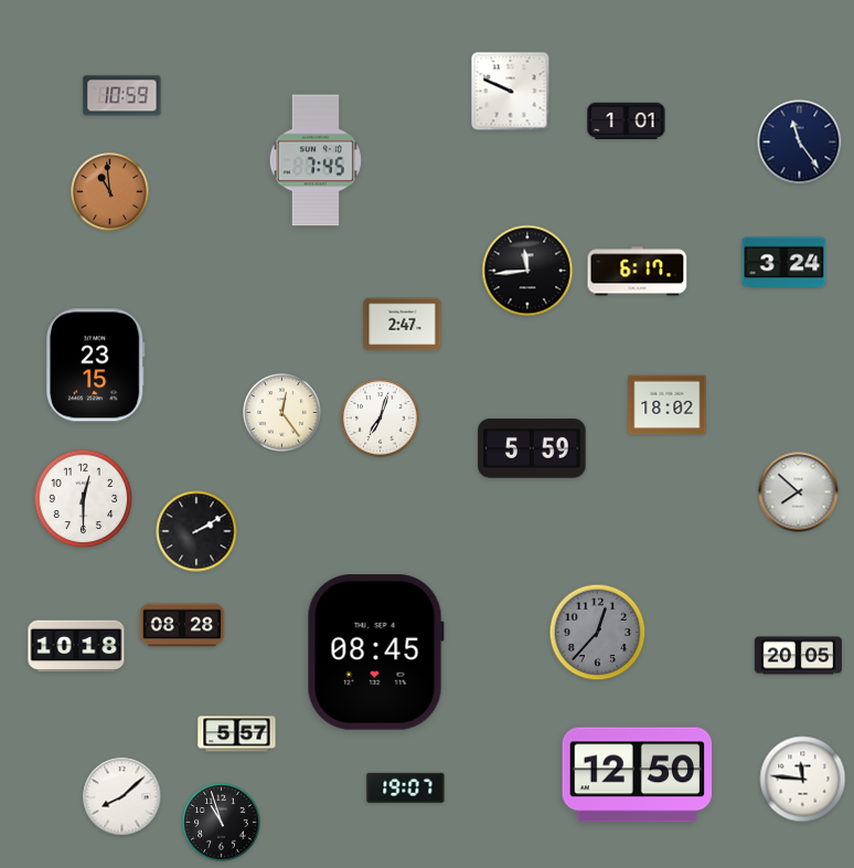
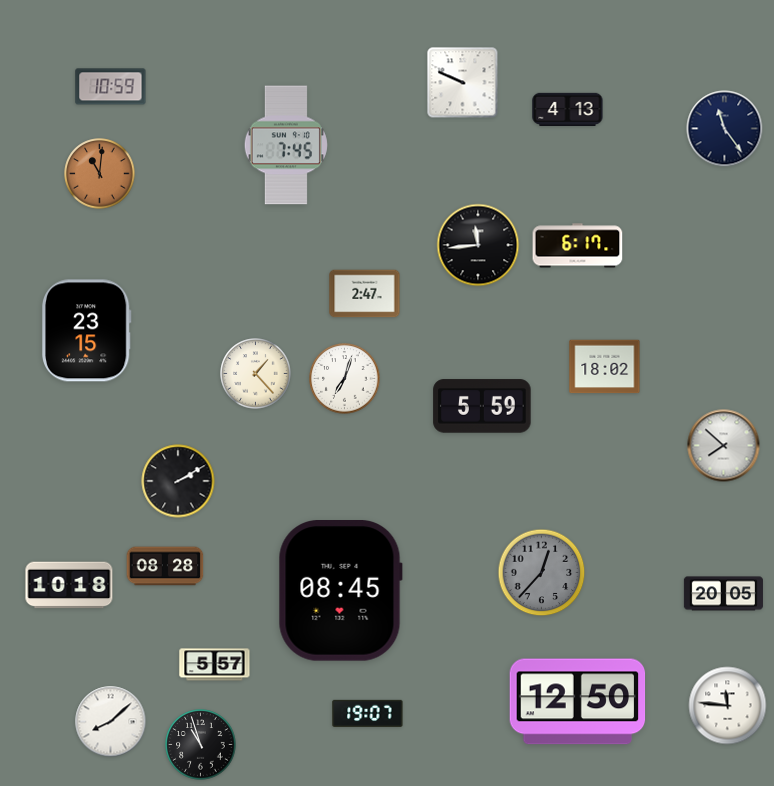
clock at (627, 120): 1:01 -> 4:13
clock at (110, 192): 10:59 -> 11:01
clock at (784, 263): 3:24 -> none
clock at (282, 413): 12:24 -> 1:23
clock at (84, 499): 12:30 -> none
